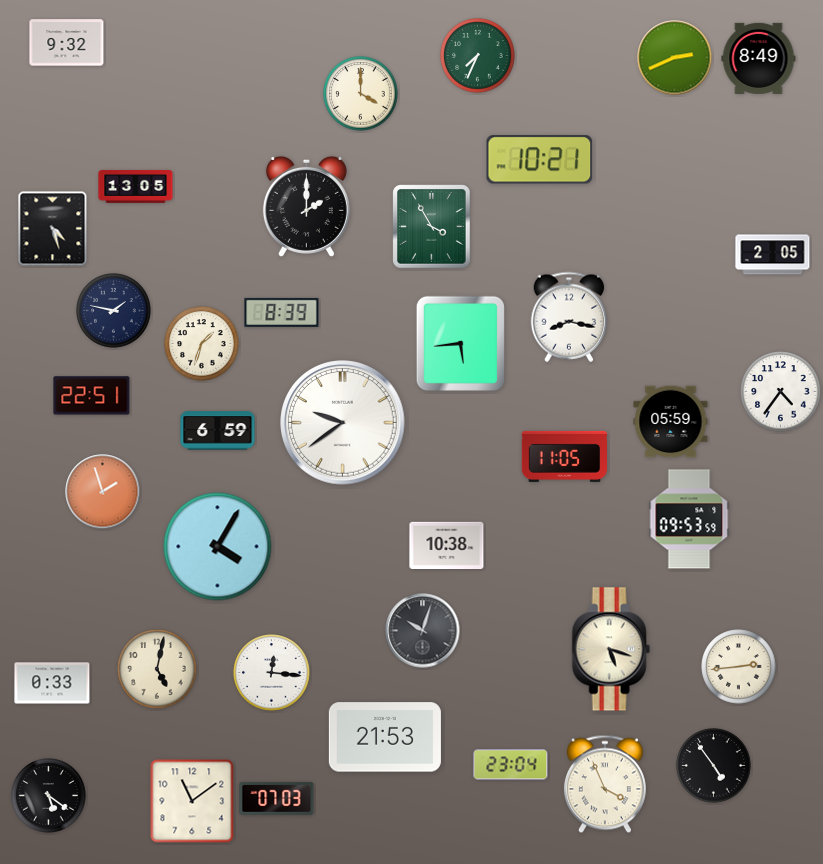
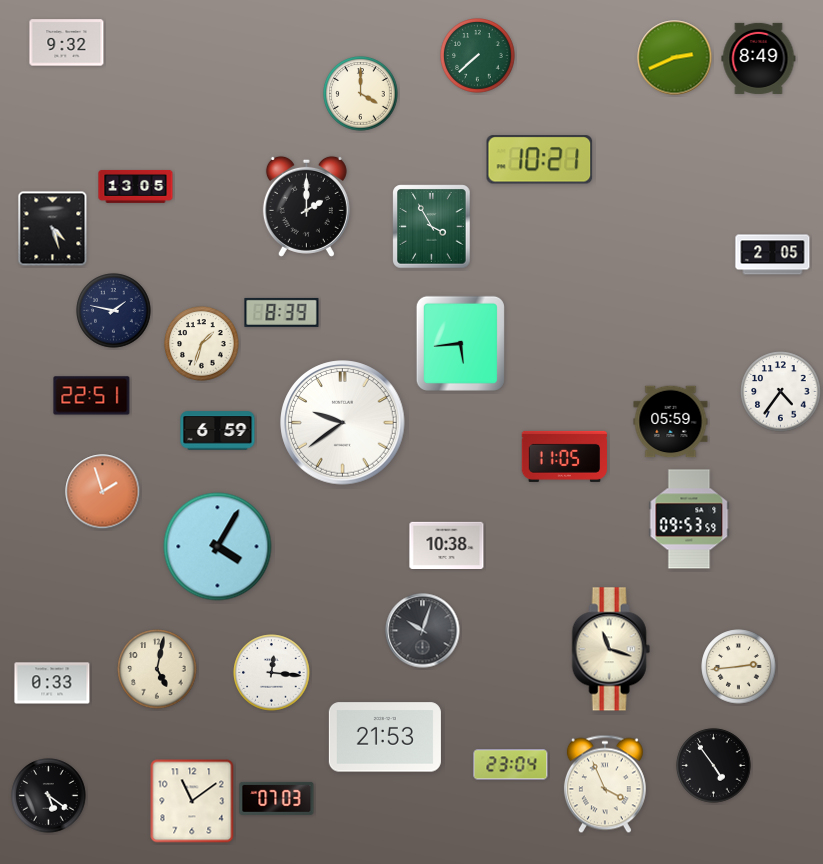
clock at (478, 56): 7:34 -> 7:38
clock at (569, 317): 8:17 -> none
clock at (611, 649): 5:18 -> 11:18
